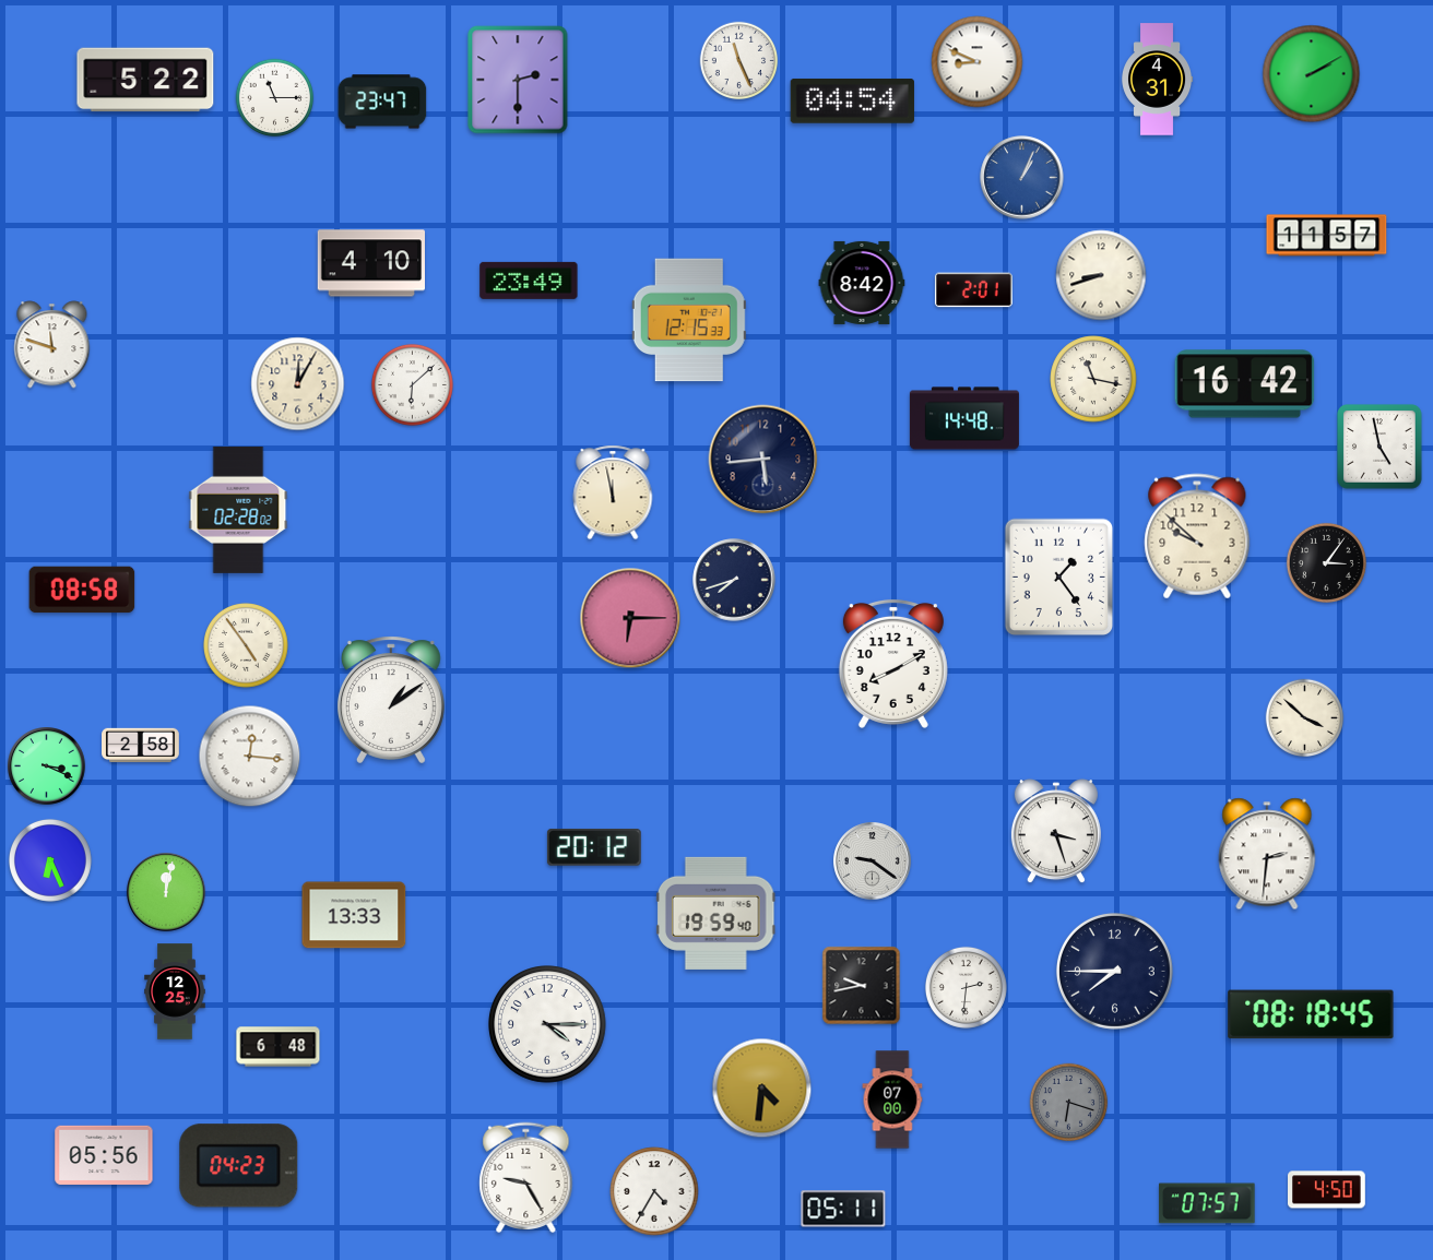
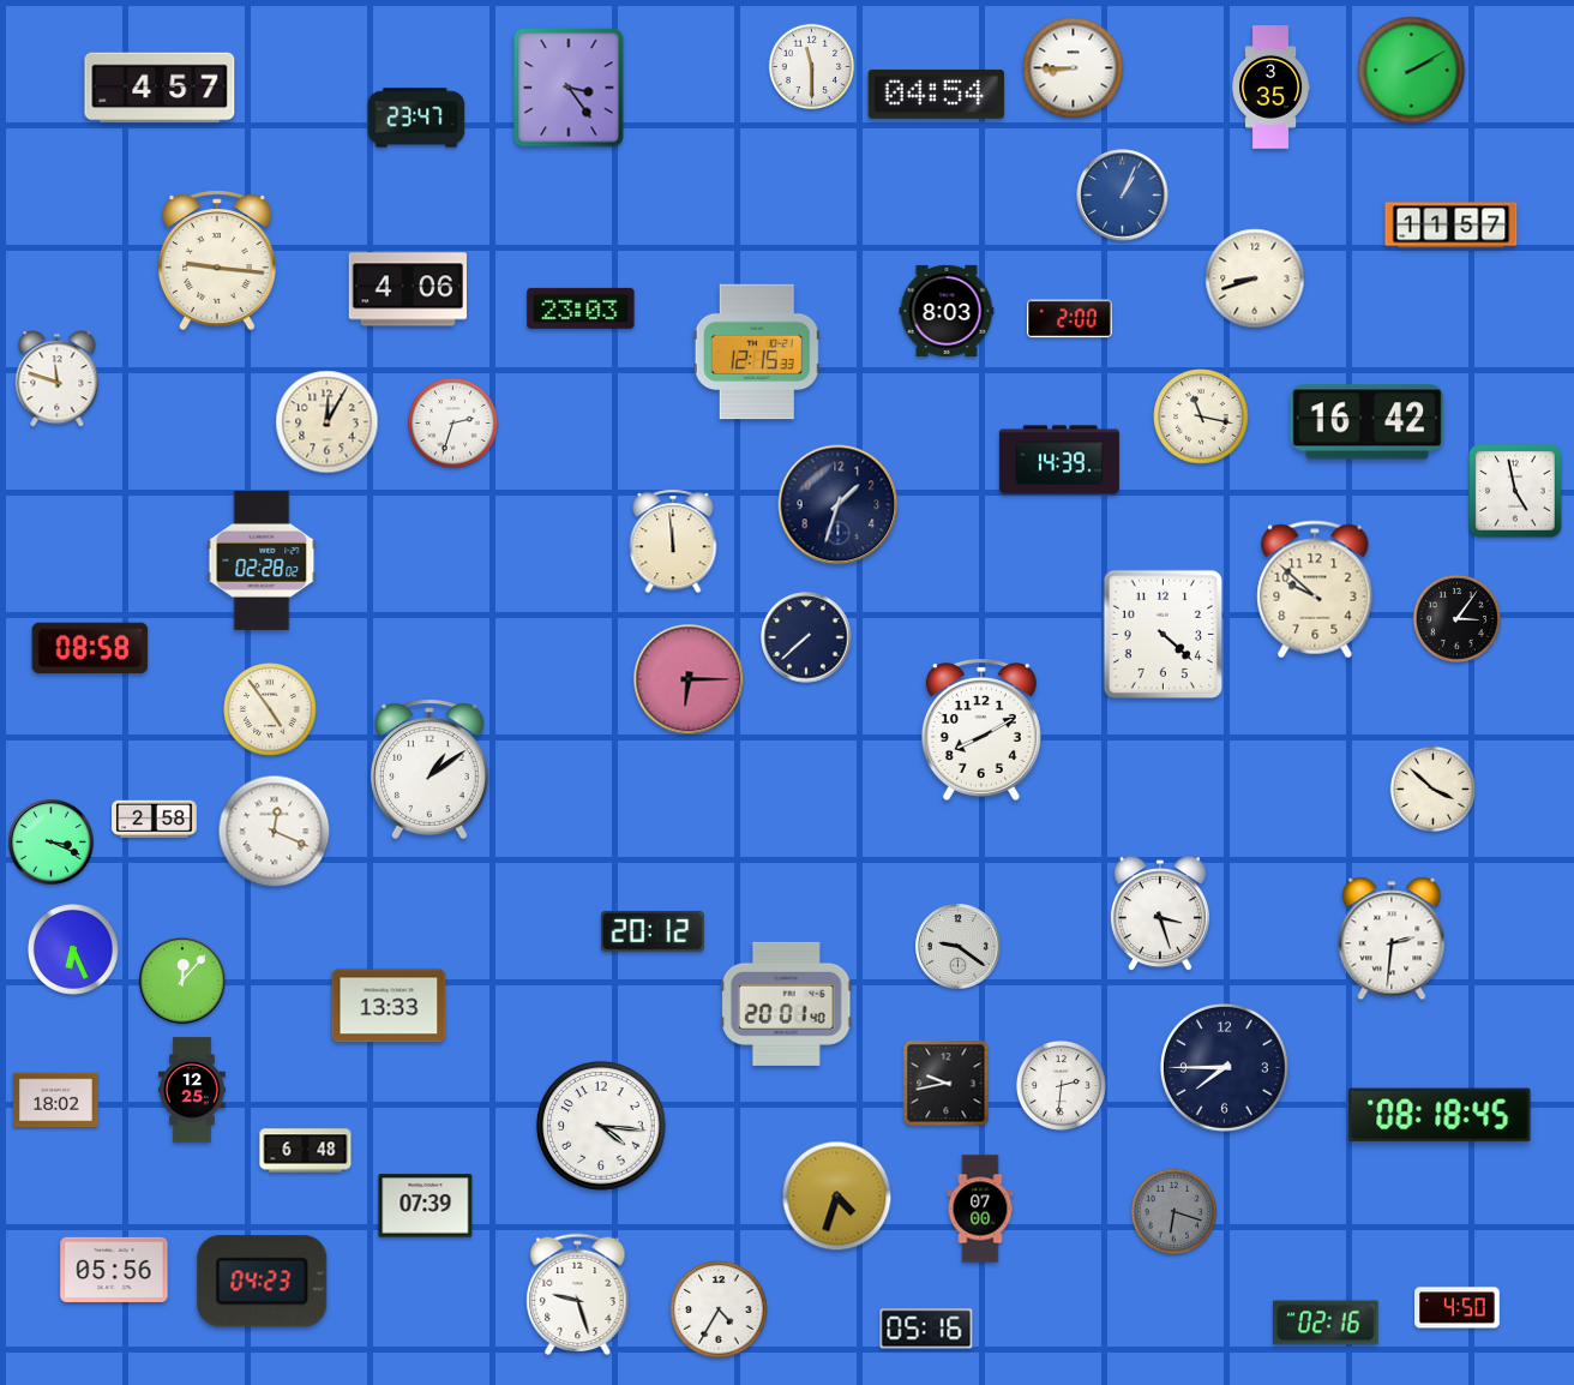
clock at (739, 61): 11:26 -> 11:30
clock at (978, 62): 8:49 -> 8:45
clock at (1312, 74) position: (1312, 74) -> (1412, 71)
clock at (145, 80): 5:22 -> 4:57
clock at (518, 80): 2:30 -> 3:24
clock at (1158, 80): 4:31 -> 3:35
clock at (275, 98): 11:15 -> none
clock at (852, 100) position: (852, 100) -> (936, 94)
clock at (382, 102) position: (382, 102) -> (416, 118)
clock at (1327, 236) position: (1327, 236) -> (1452, 226)
clock at (217, 260): none -> 9:16
clock at (370, 263): 4:10 -> 4:06
clock at (1101, 275) position: (1101, 275) -> (1255, 278)
clock at (529, 281): 23:49 -> 23:03
clock at (862, 283): 8:42 -> 8:03
clock at (974, 290): 2:01 -> 2:00
clock at (412, 384): 6:08 -> 2:33
clock at (964, 418): 14:48 -> 14:39
clock at (763, 460): 5:44 -> 1:33
clock at (613, 492): 11:58 -> 11:59
clock at (1058, 576): 1:24 -> 4:22
clock at (734, 580): 7:42 -> 7:38
clock at (630, 618) position: (630, 618) -> (689, 679)
clock at (250, 757): 12:16 -> 12:19
clock at (50, 860) position: (50, 860) -> (73, 949)
clock at (166, 892): 12:02 -> 12:07
clock at (716, 913): 19:59 -> 20:01
clock at (56, 1101): none -> 18:02
clock at (548, 1025): 4:15 -> 4:16
clock at (762, 1089): 4:31 -> 4:33
clock at (426, 1206): none -> 07:39
clock at (526, 1178): 9:25 -> 9:27
clock at (1207, 1203): 07:57 -> 02:16
clock at (843, 1209): 05:11 -> 05:16
